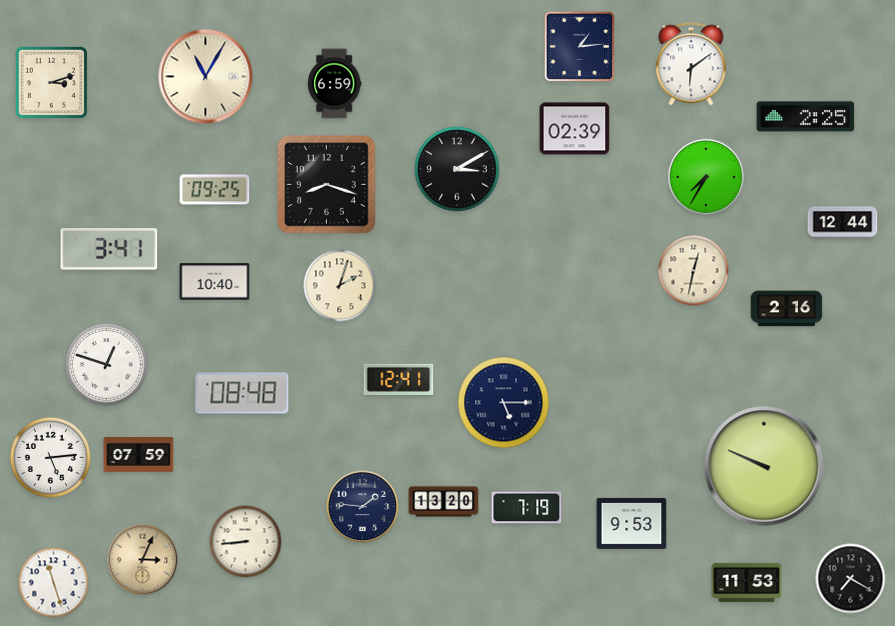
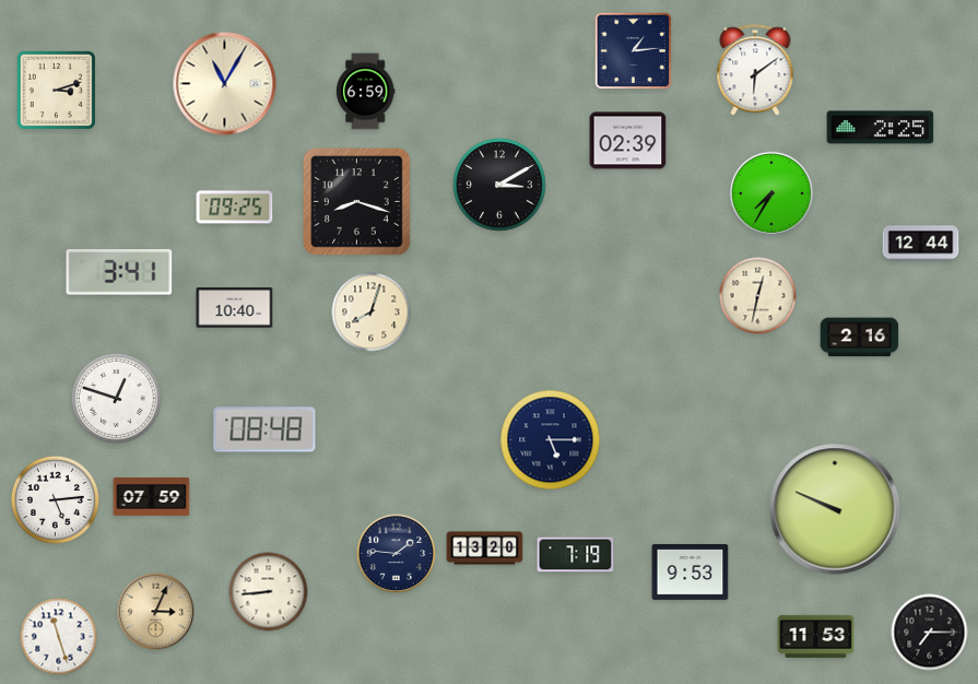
clock at (340, 286): 2:03 -> 8:03
clock at (399, 379): 12:41 -> none
clock at (851, 579): 7:20 -> 7:15
